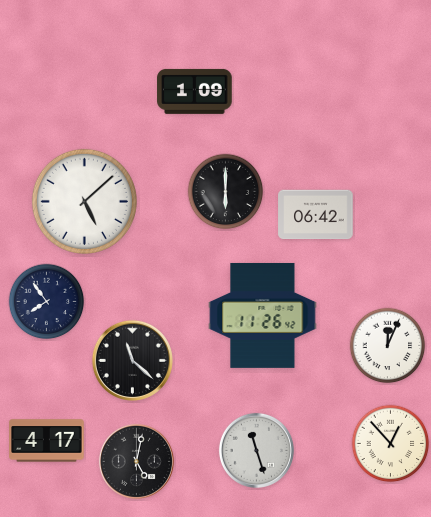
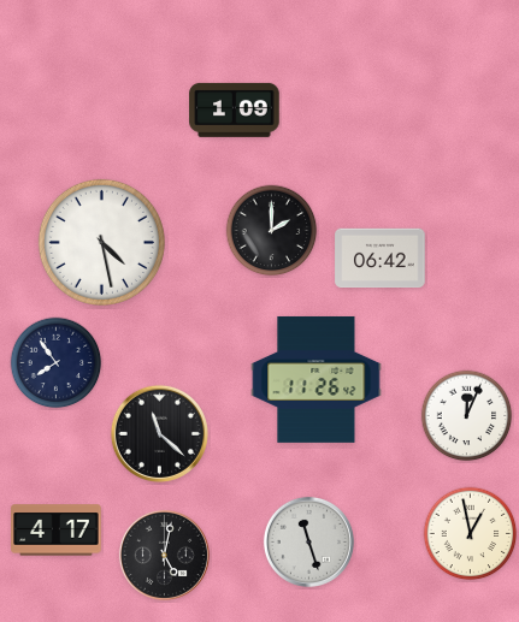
clock at (226, 192): 6:00 -> 2:00
clock at (84, 201): 5:08 -> 4:28
clock at (391, 444): 12:53 -> 12:58
